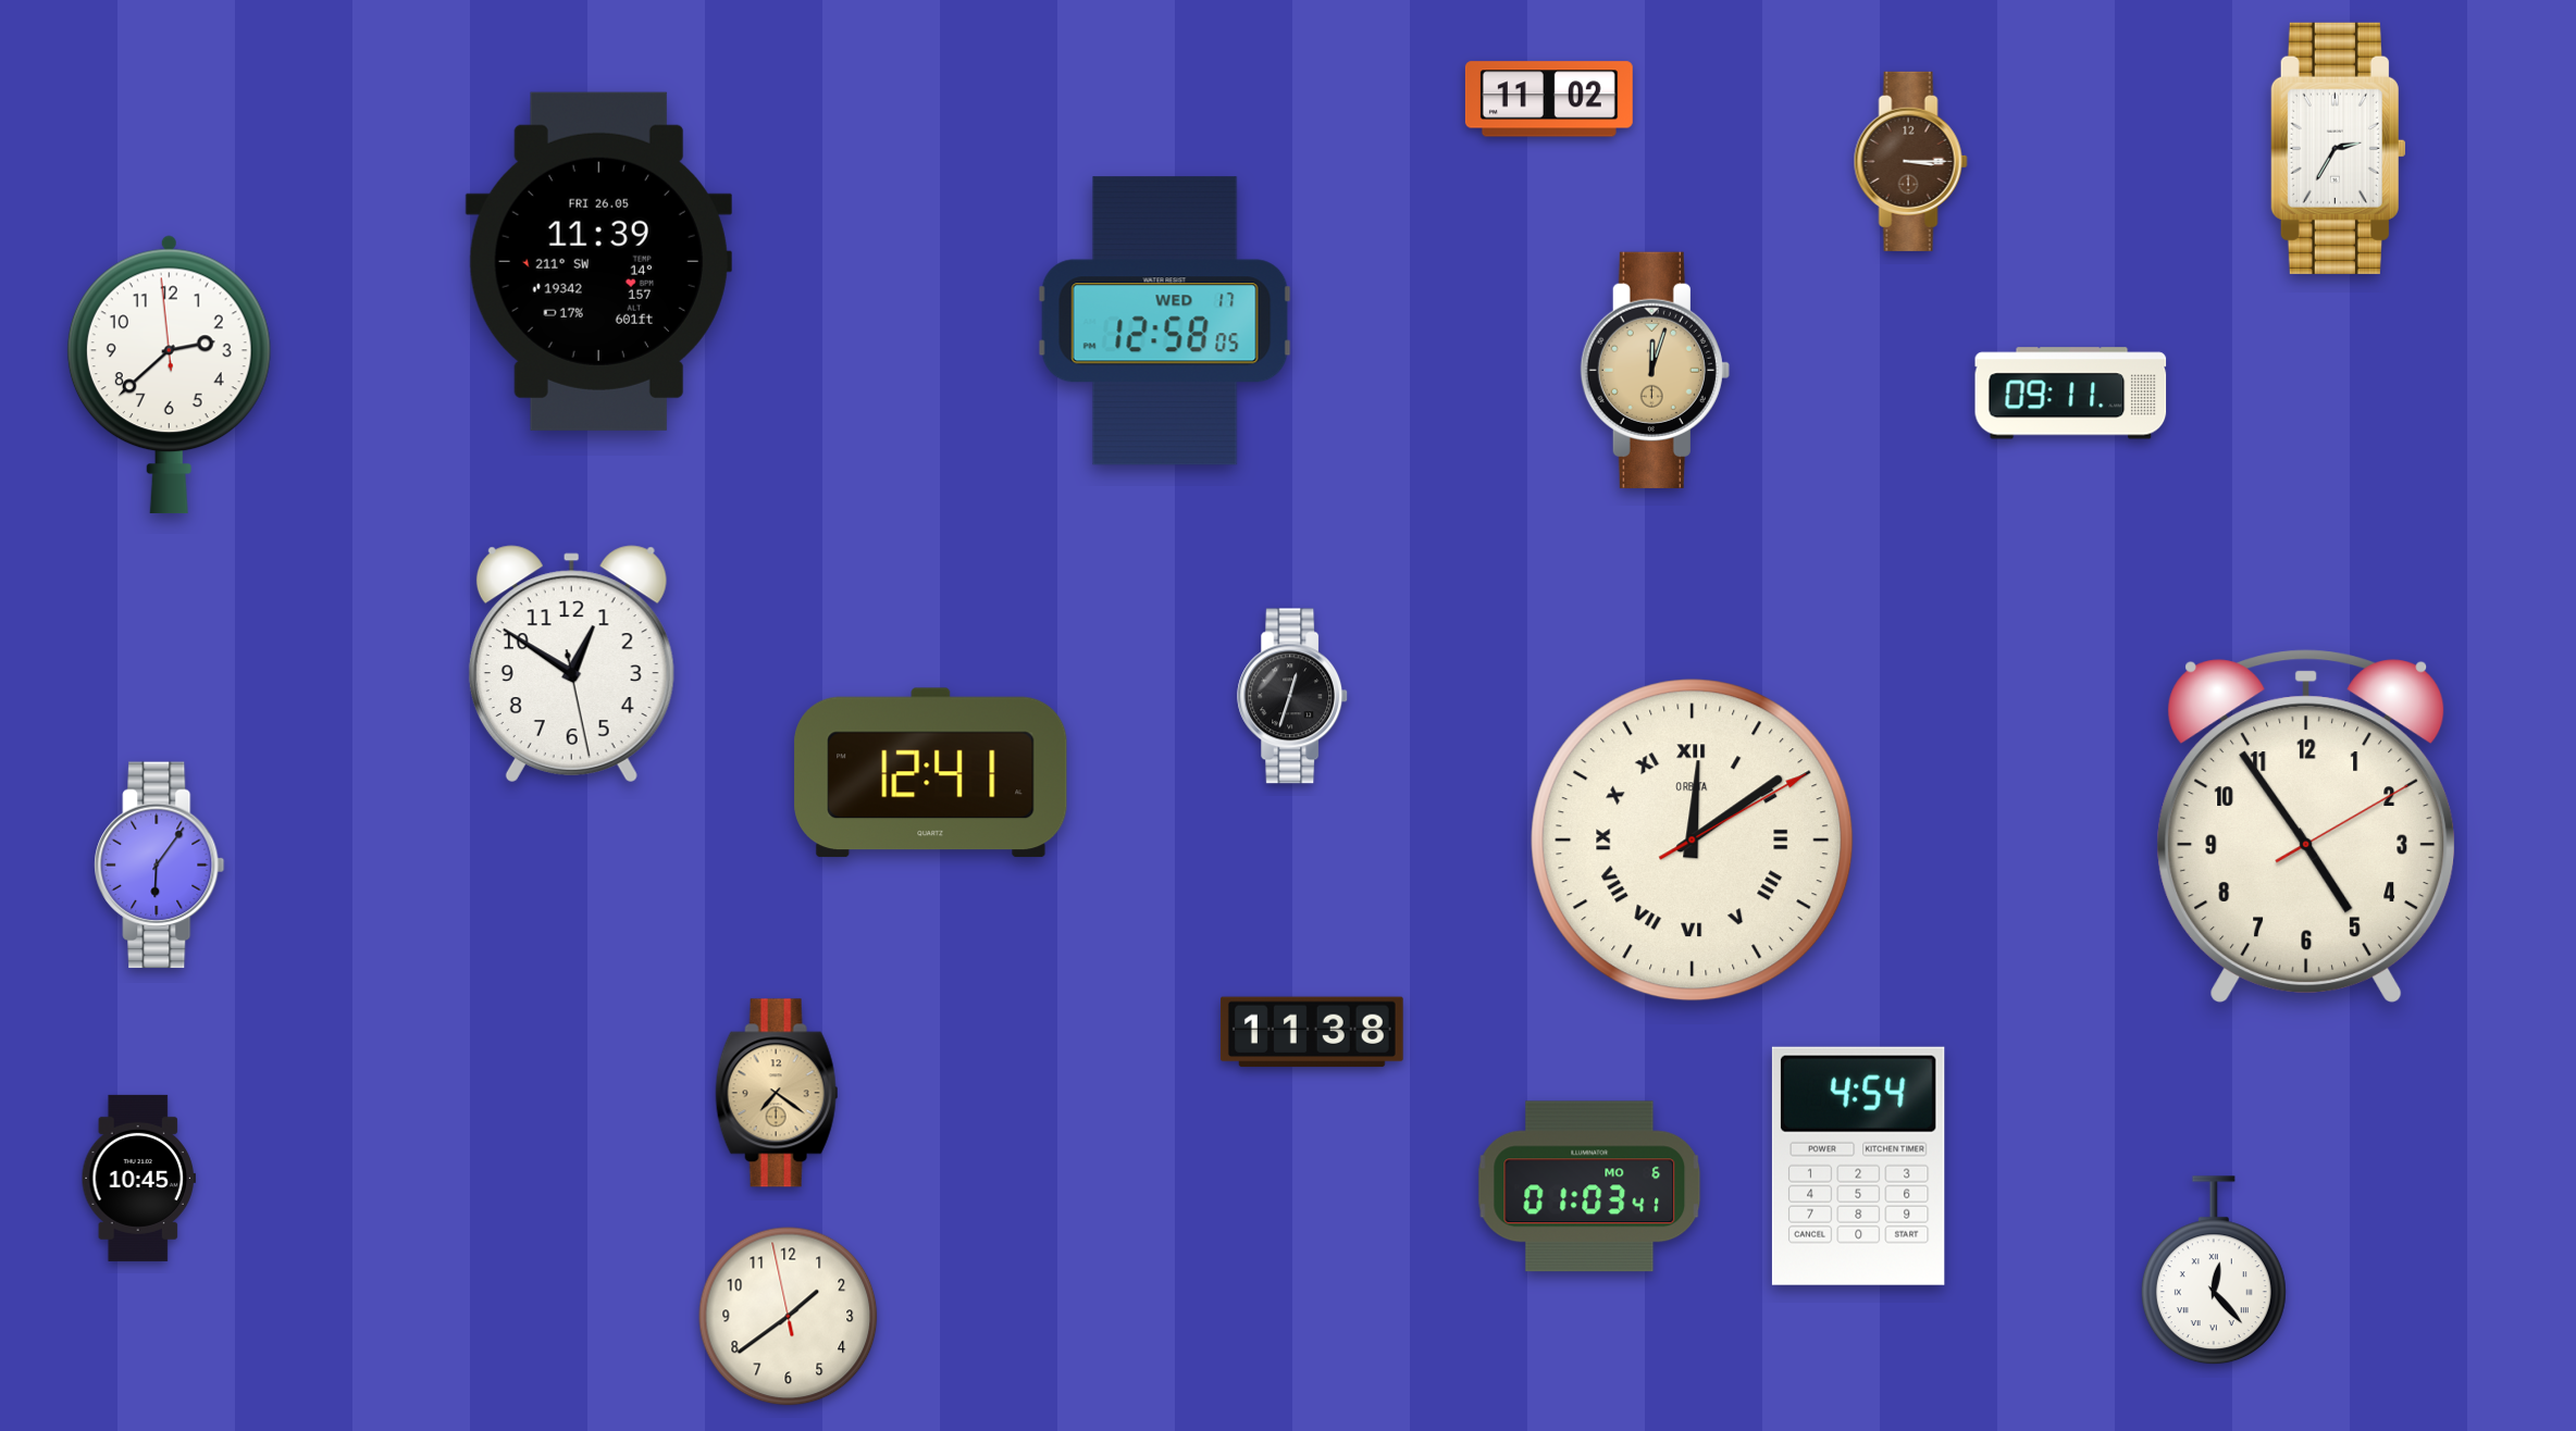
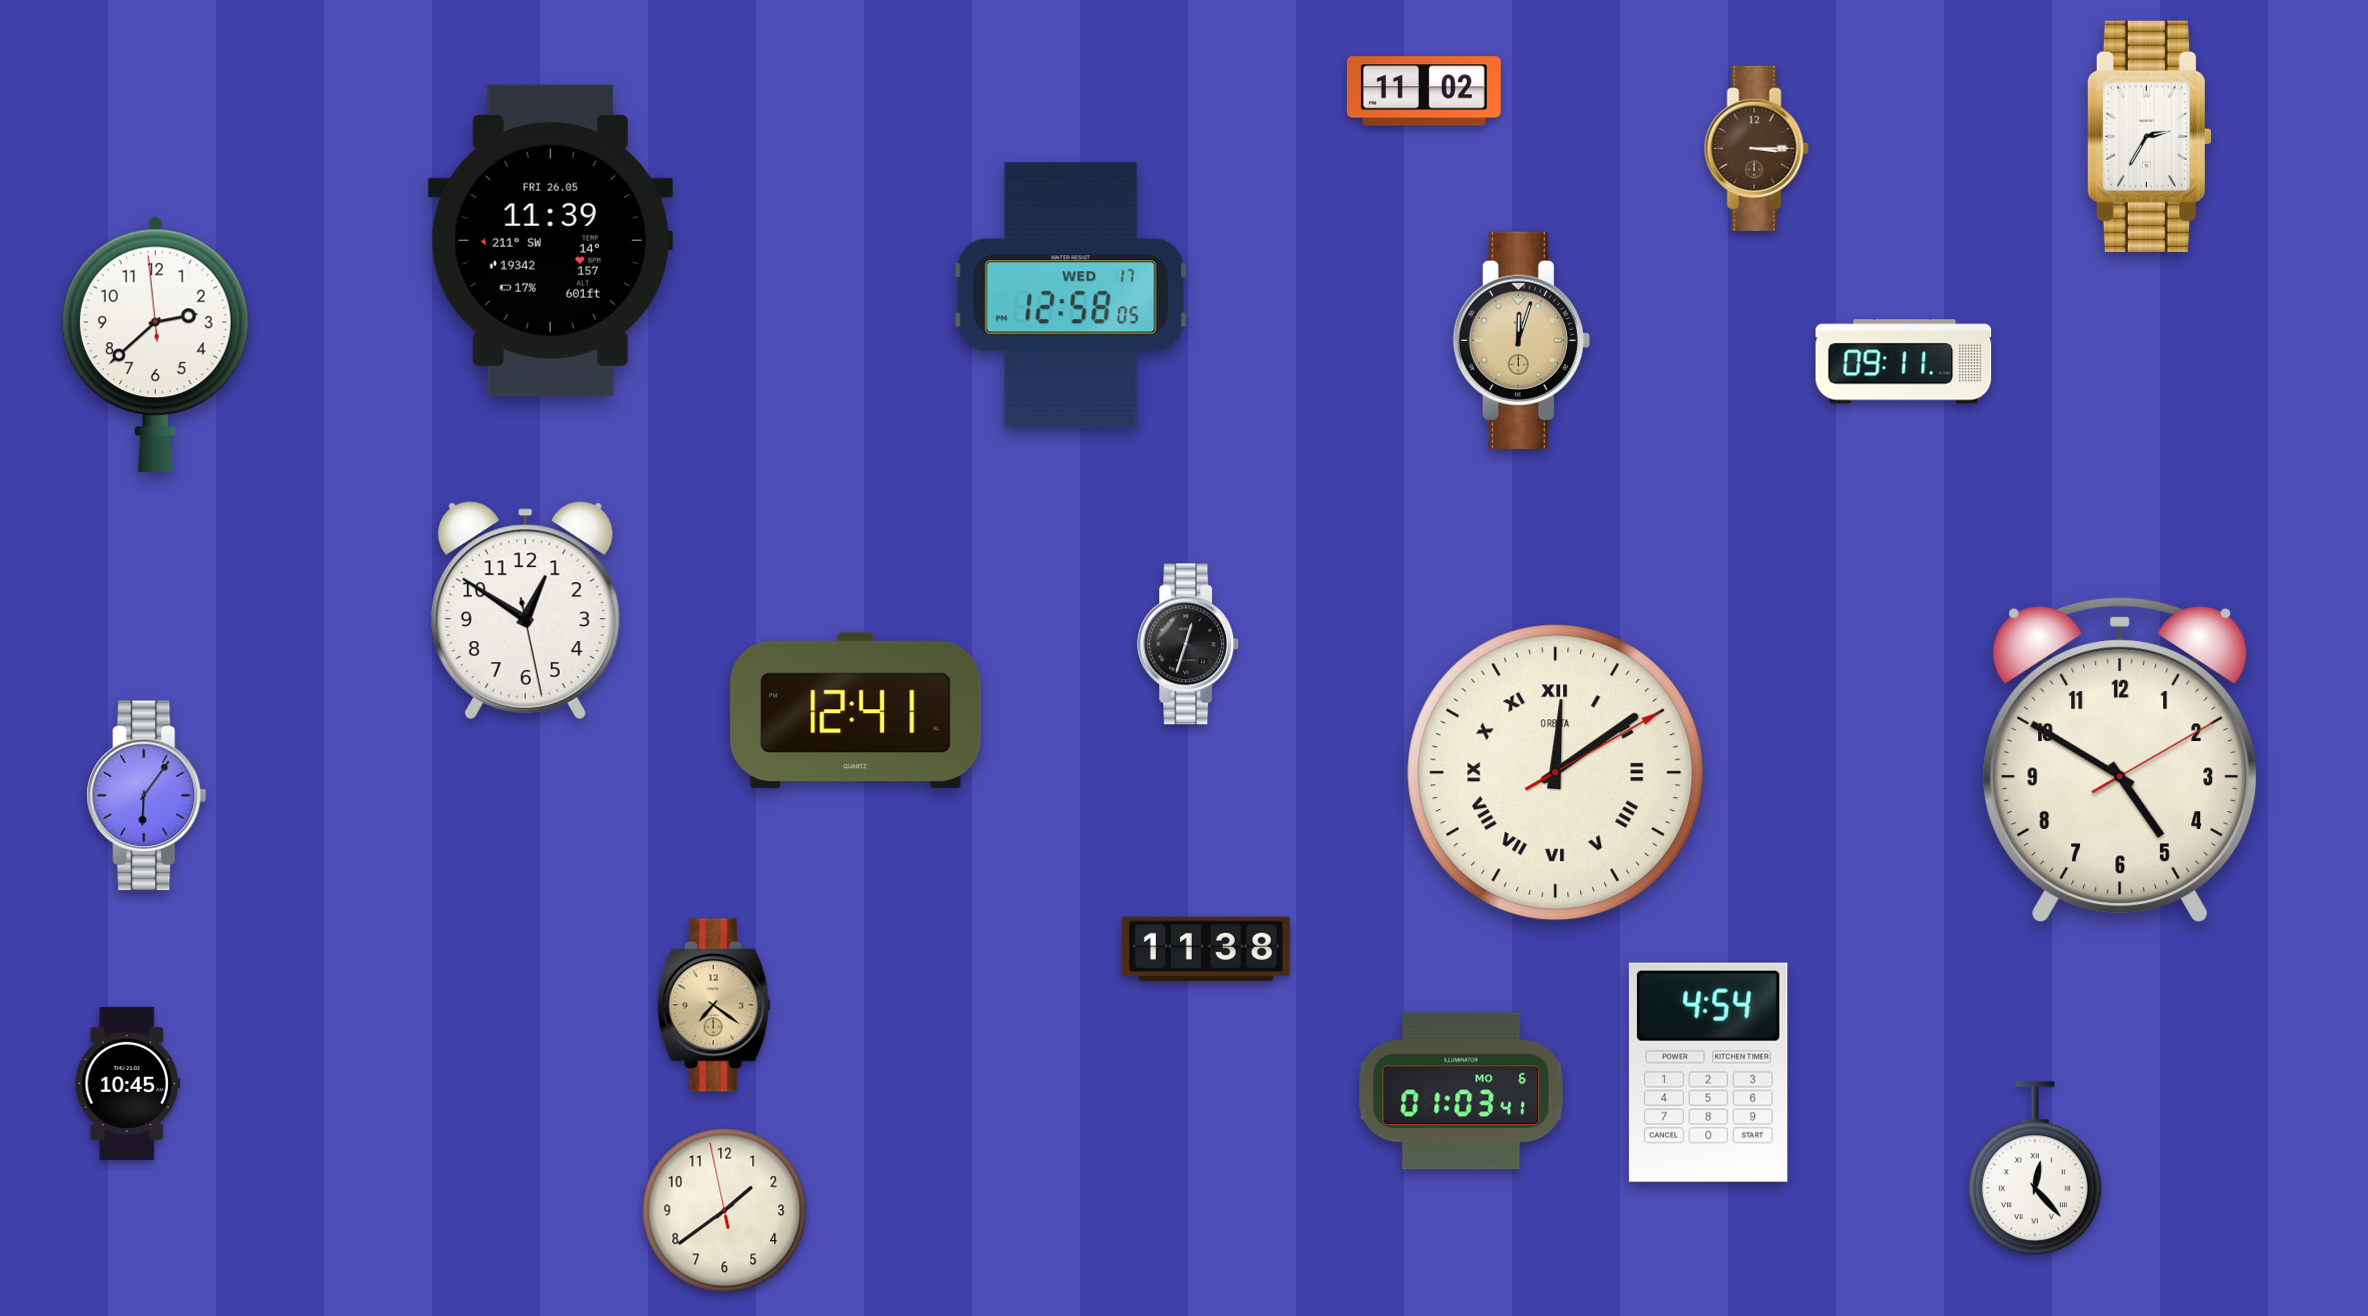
clock at (1293, 696) position: (1293, 696) -> (1189, 644)
clock at (2306, 825): 4:54 -> 4:50
